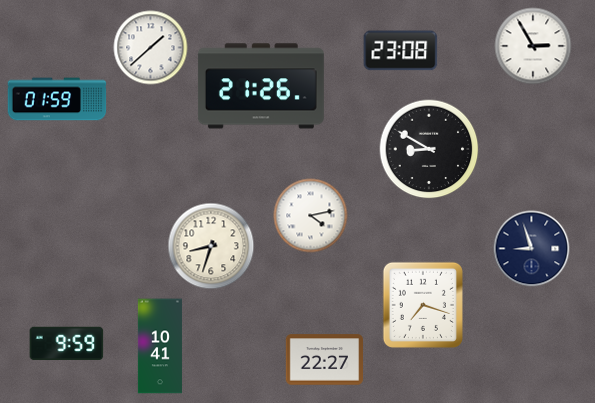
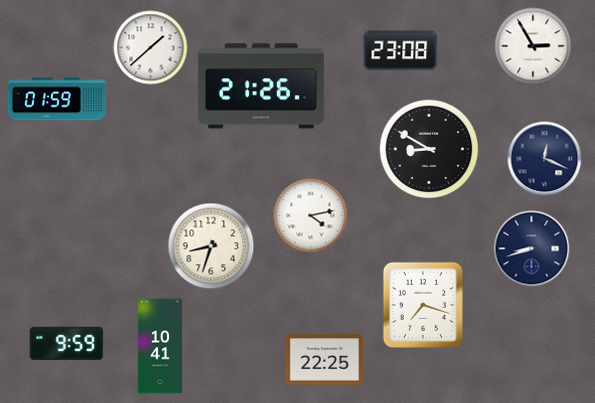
clock at (545, 159): none -> 12:19
clock at (532, 249): 8:57 -> 8:42
clock at (324, 360): 22:27 -> 22:25
